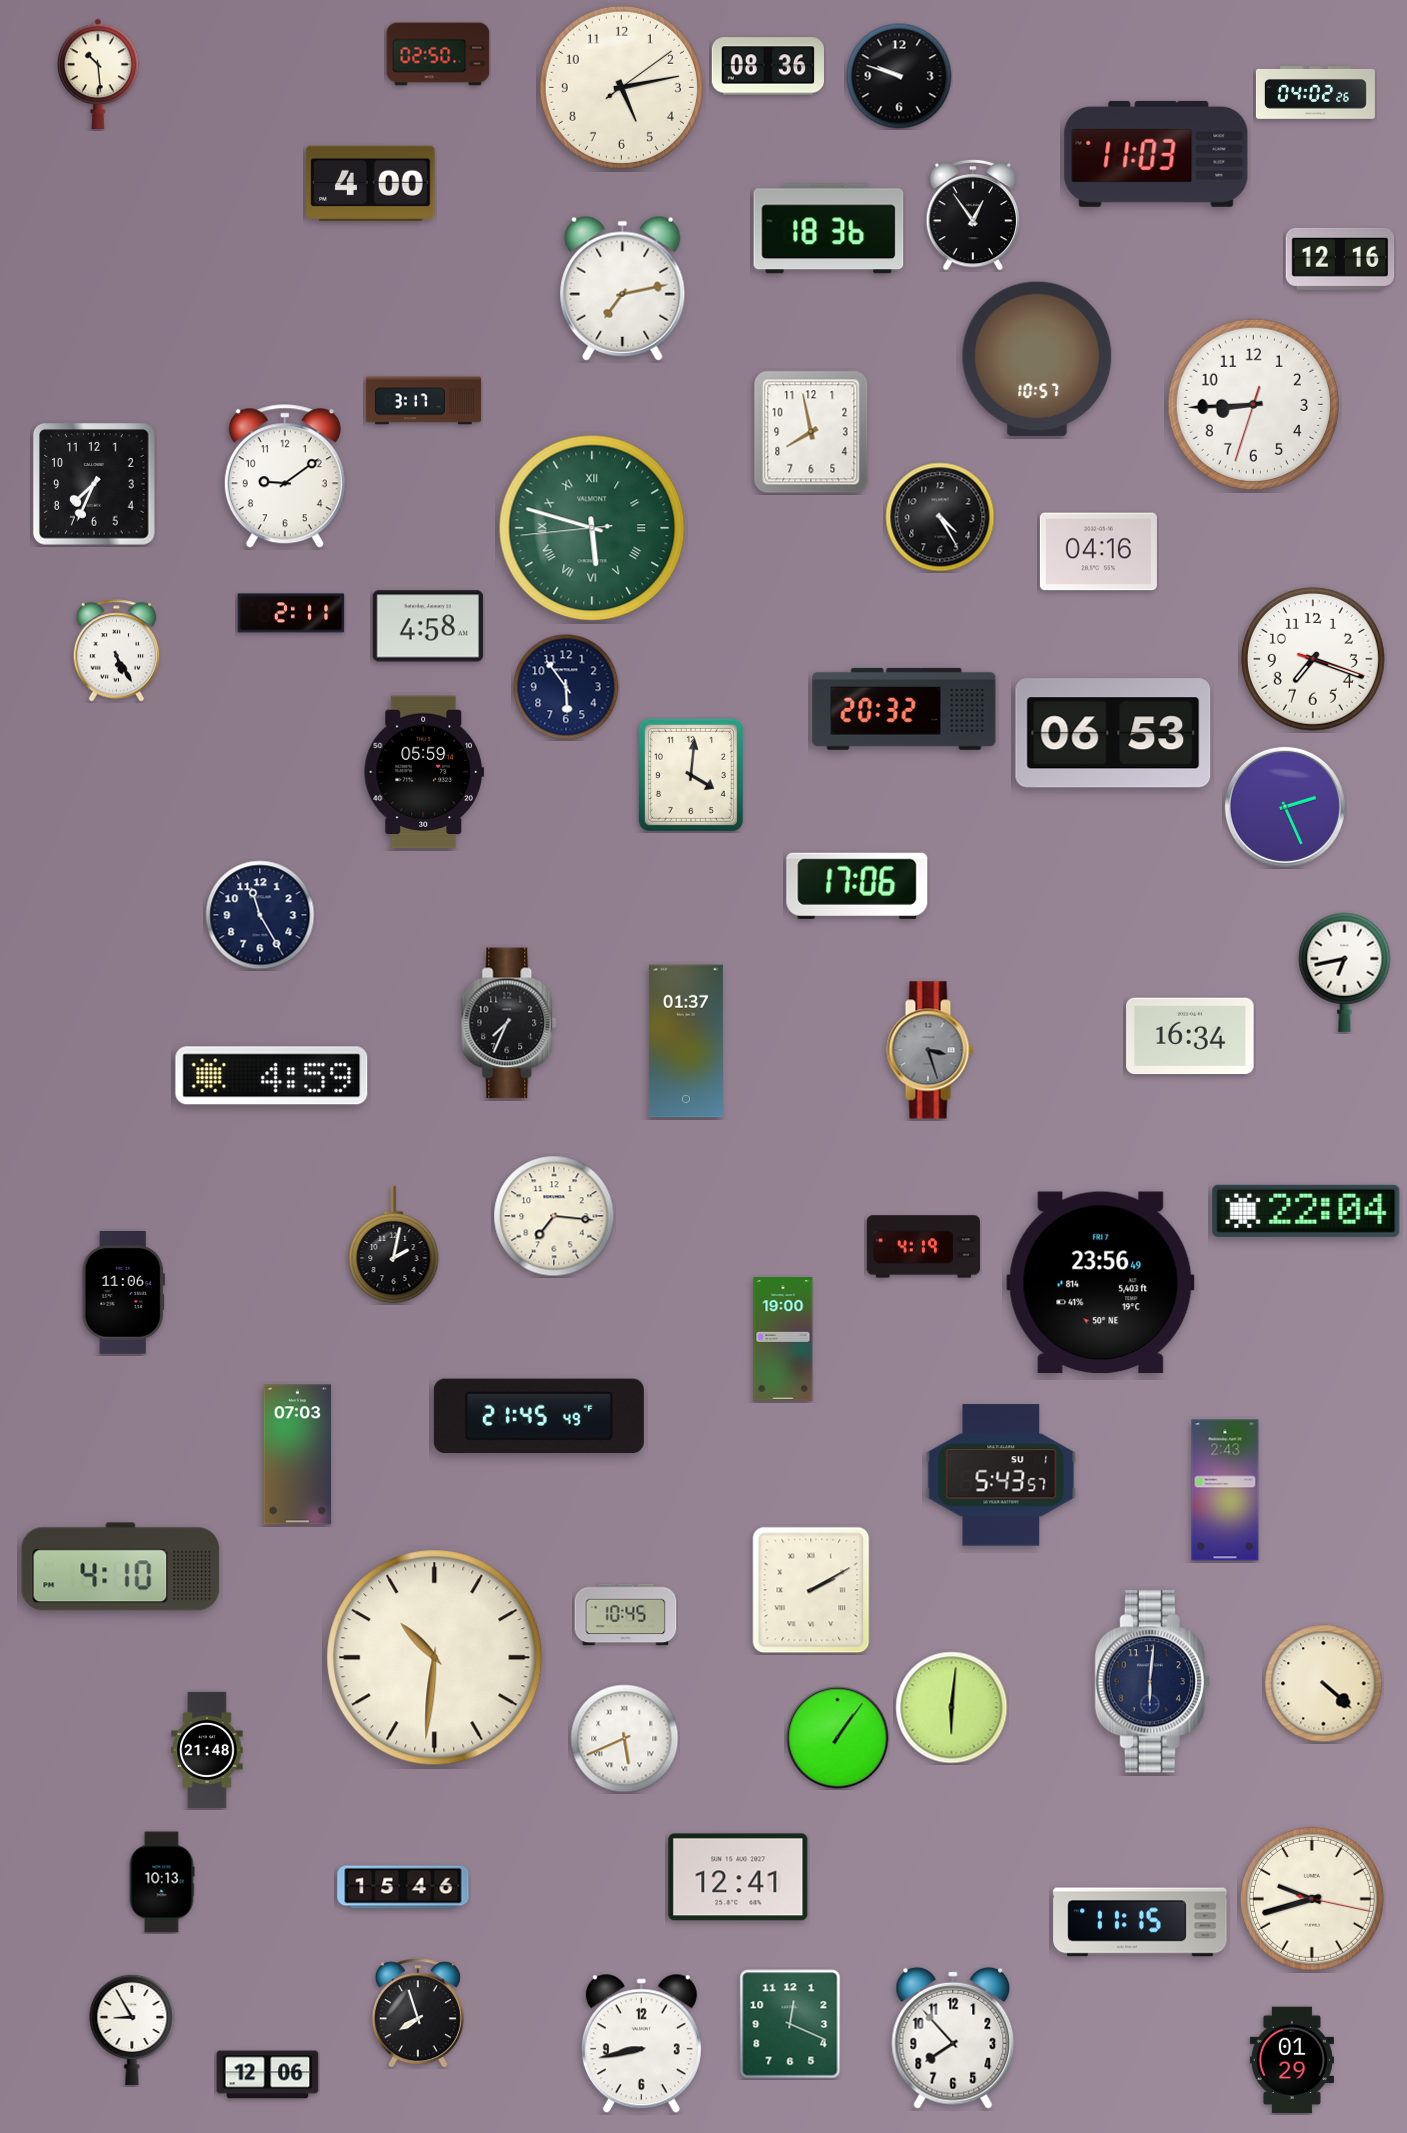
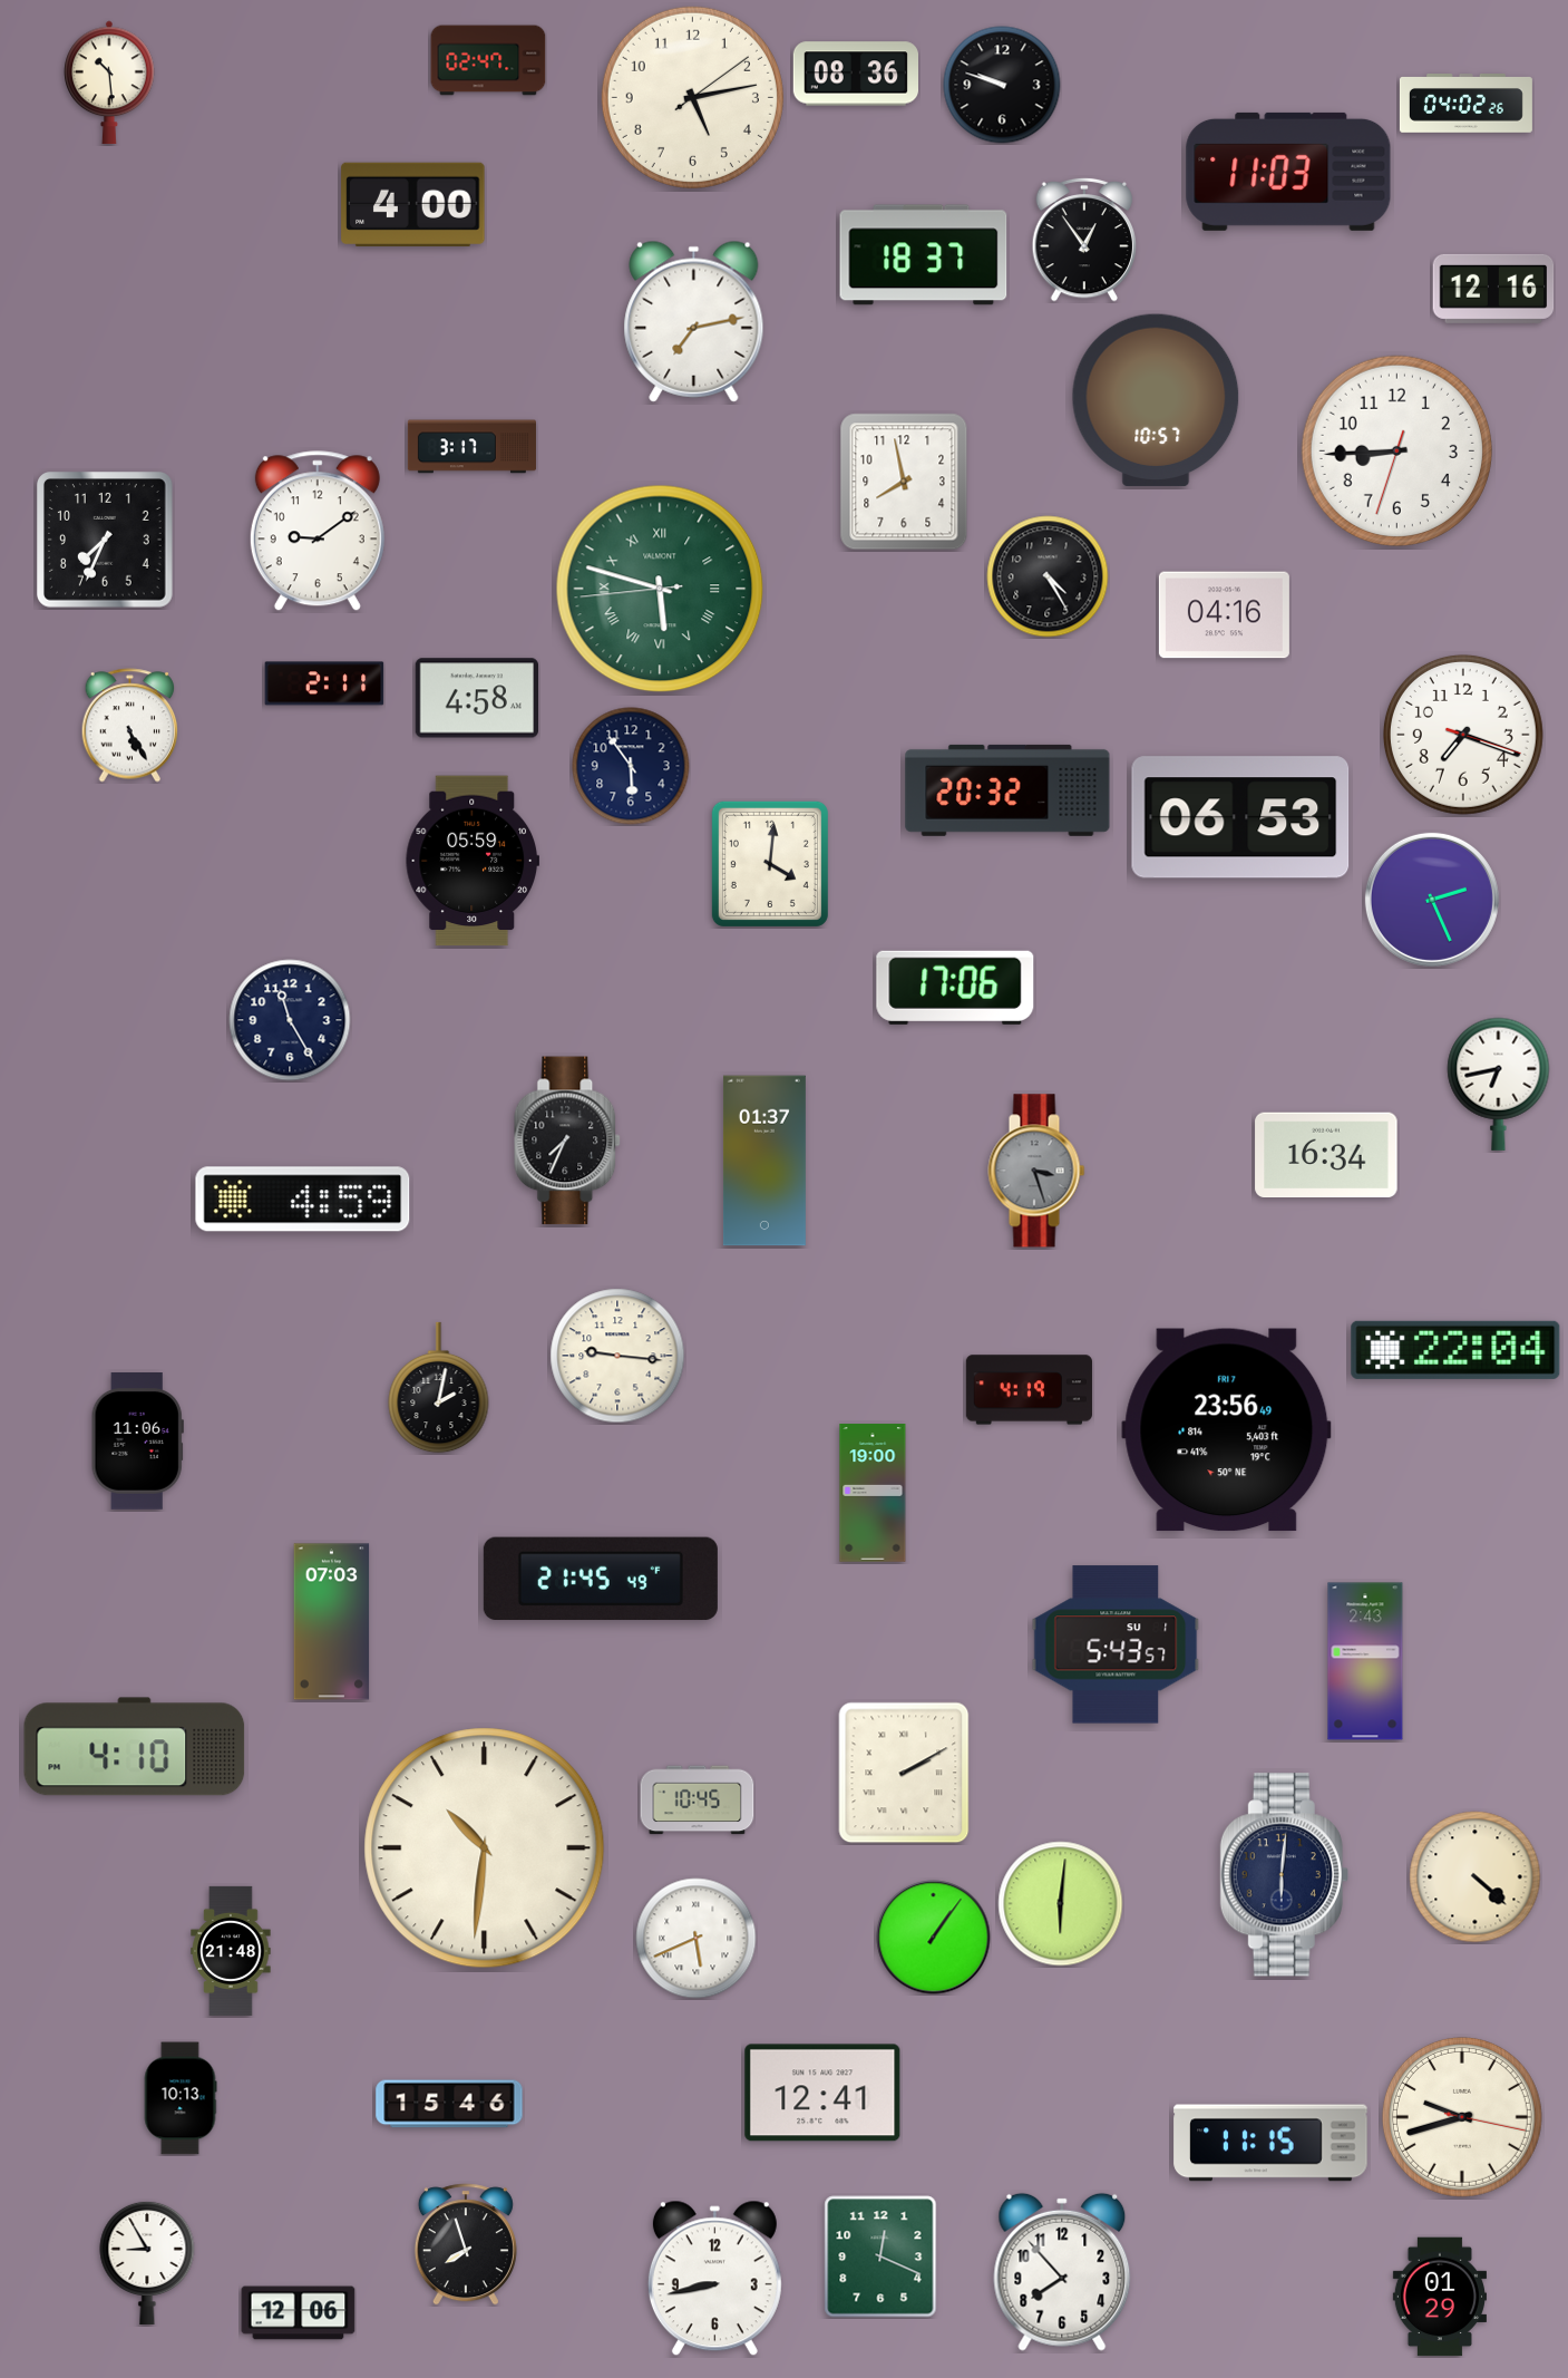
clock at (438, 54): 02:50 -> 02:47
clock at (829, 229): 18:36 -> 18:37
clock at (554, 1216): 7:16 -> 9:16
